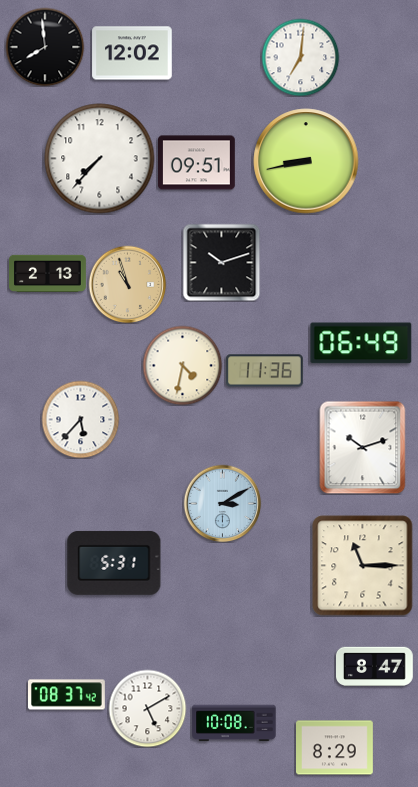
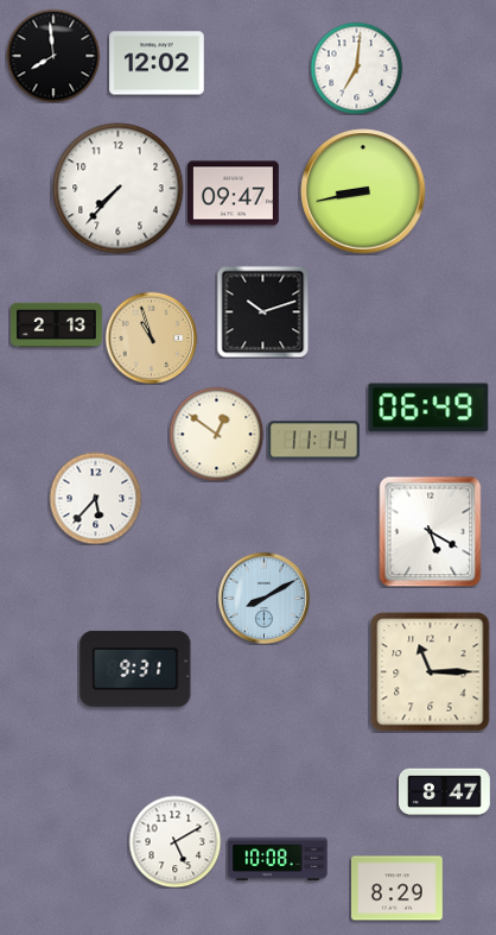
clock at (197, 163): 09:51 -> 09:47
clock at (182, 365): 4:32 -> 12:51
clock at (265, 371): 11:36 -> 11:14
clock at (363, 447): 10:12 -> 5:20
clock at (222, 503): 3:10 -> 8:10
clock at (114, 563): 5:31 -> 9:31
clock at (67, 695): 08:37 -> none
